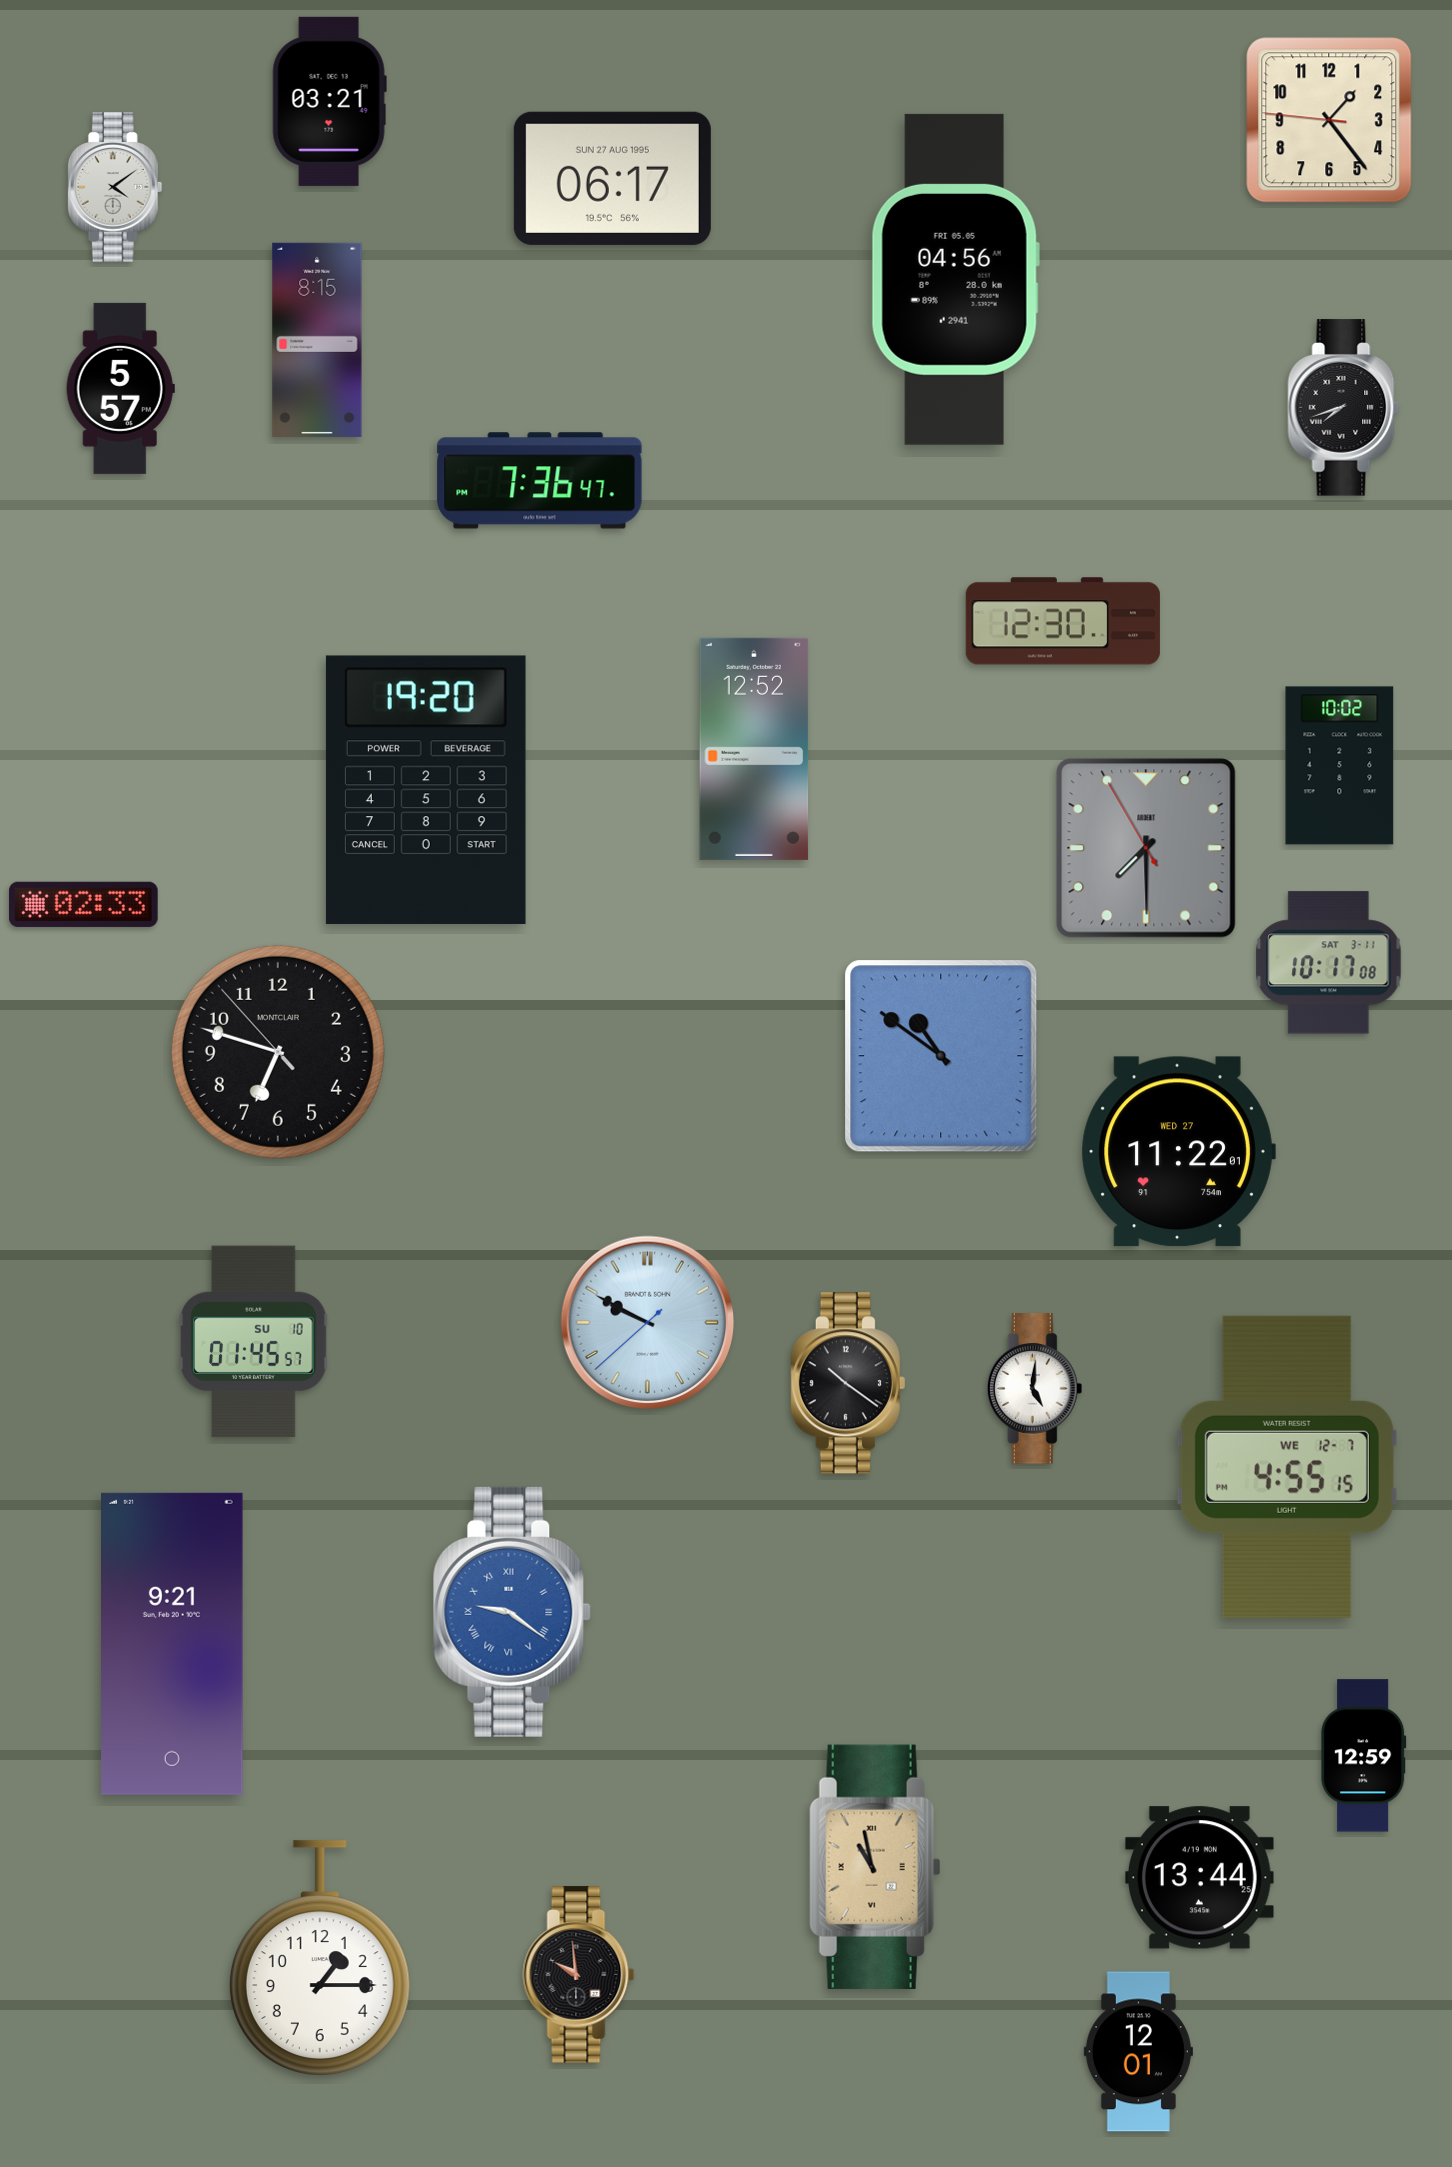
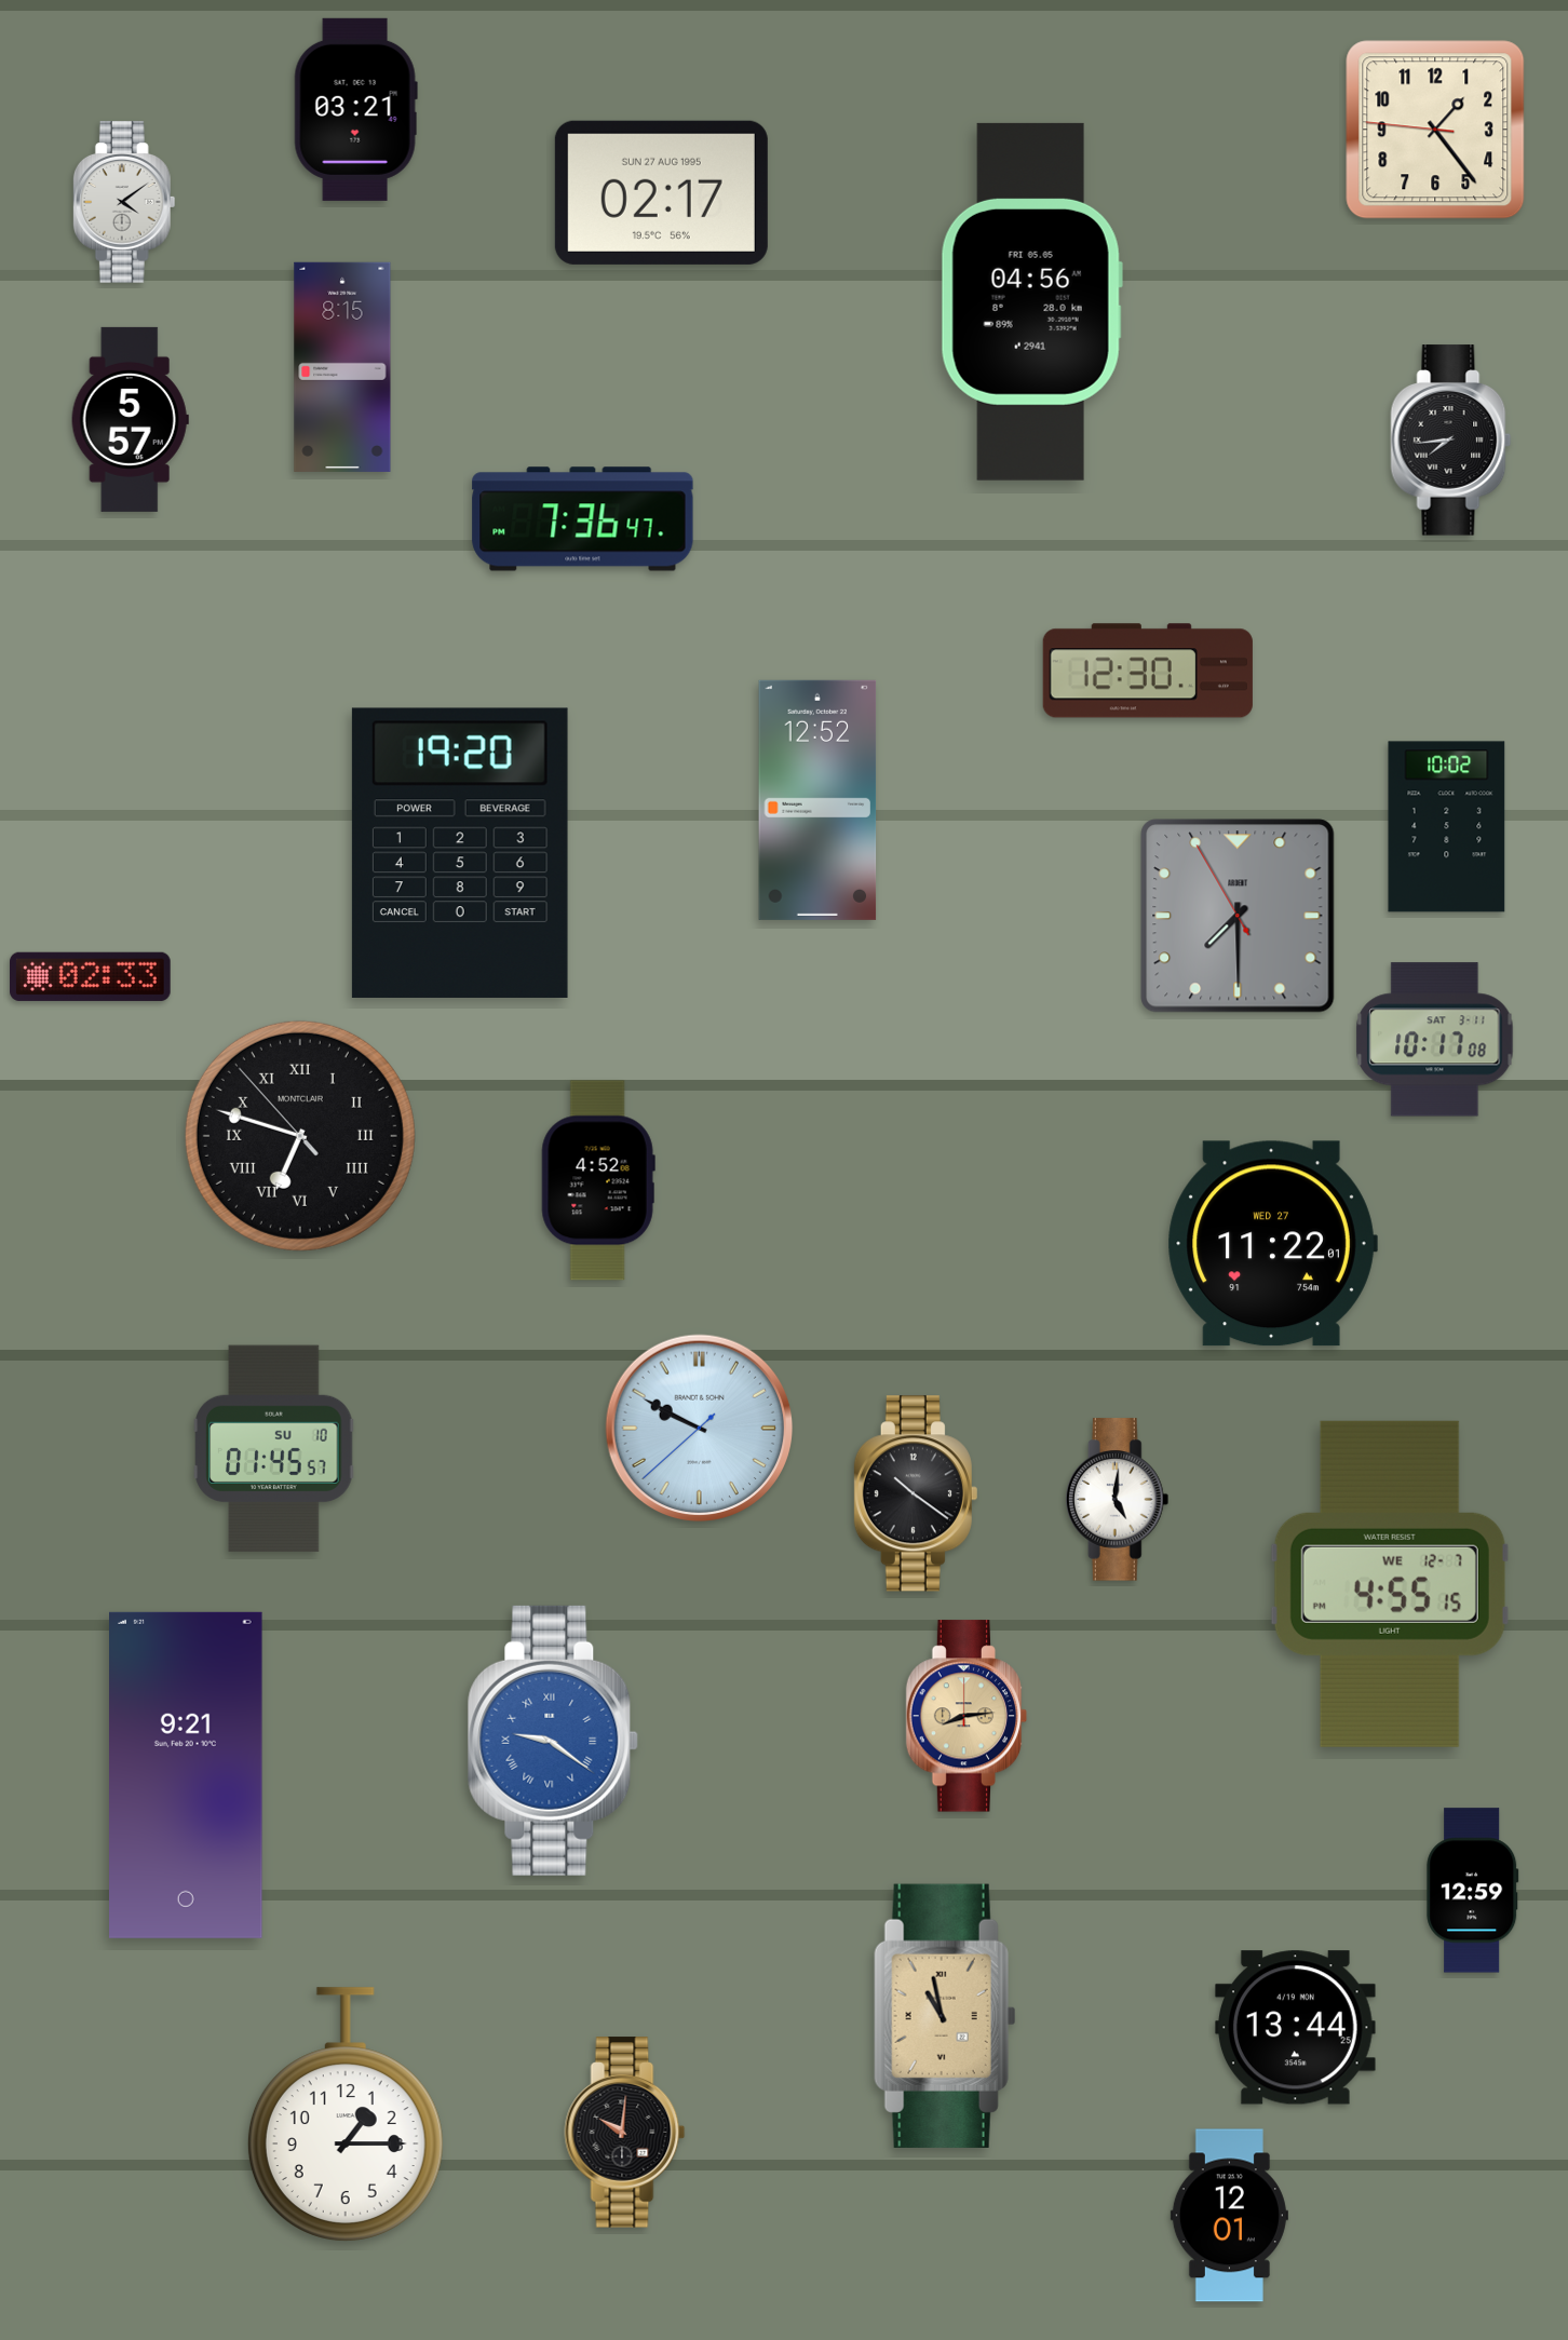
clock at (612, 178): 06:17 -> 02:17
clock at (1344, 408): 7:42 -> 7:44
clock at (754, 749) position: (754, 749) -> (817, 800)
clock at (278, 1052) numerals: Arabic -> Roman
clock at (941, 1056): 10:51 -> none
clock at (598, 1180): none -> 4:52
clock at (967, 1716): none -> 8:14
clock at (1364, 1756) position: (1364, 1756) -> (1473, 1891)
clock at (579, 1975): 9:59 -> 10:01
